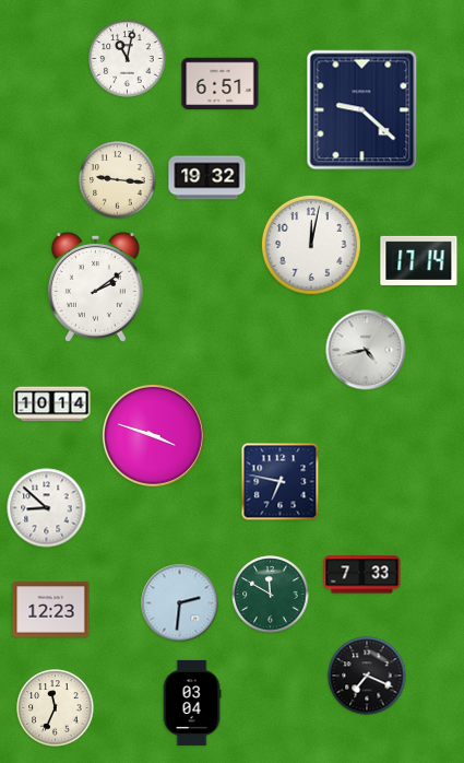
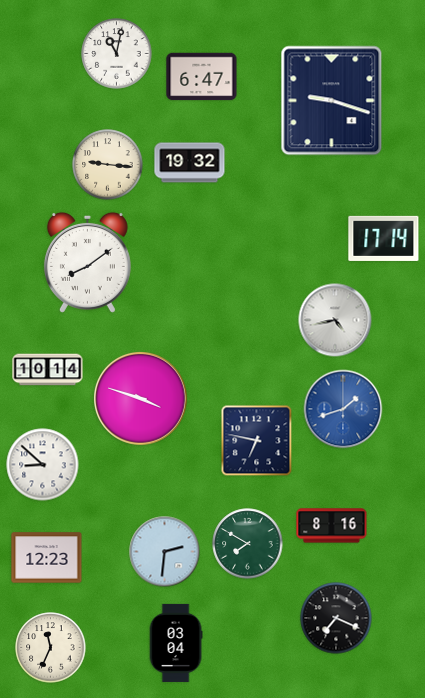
clock at (221, 84): 6:51 -> 6:47
clock at (362, 110): 9:22 -> 9:18
clock at (311, 245): 12:02 -> none
clock at (95, 286): 2:09 -> 8:09
clock at (343, 409): none -> 1:42
clock at (362, 575): 7:33 -> 8:16
clock at (271, 595): 11:50 -> 7:50
